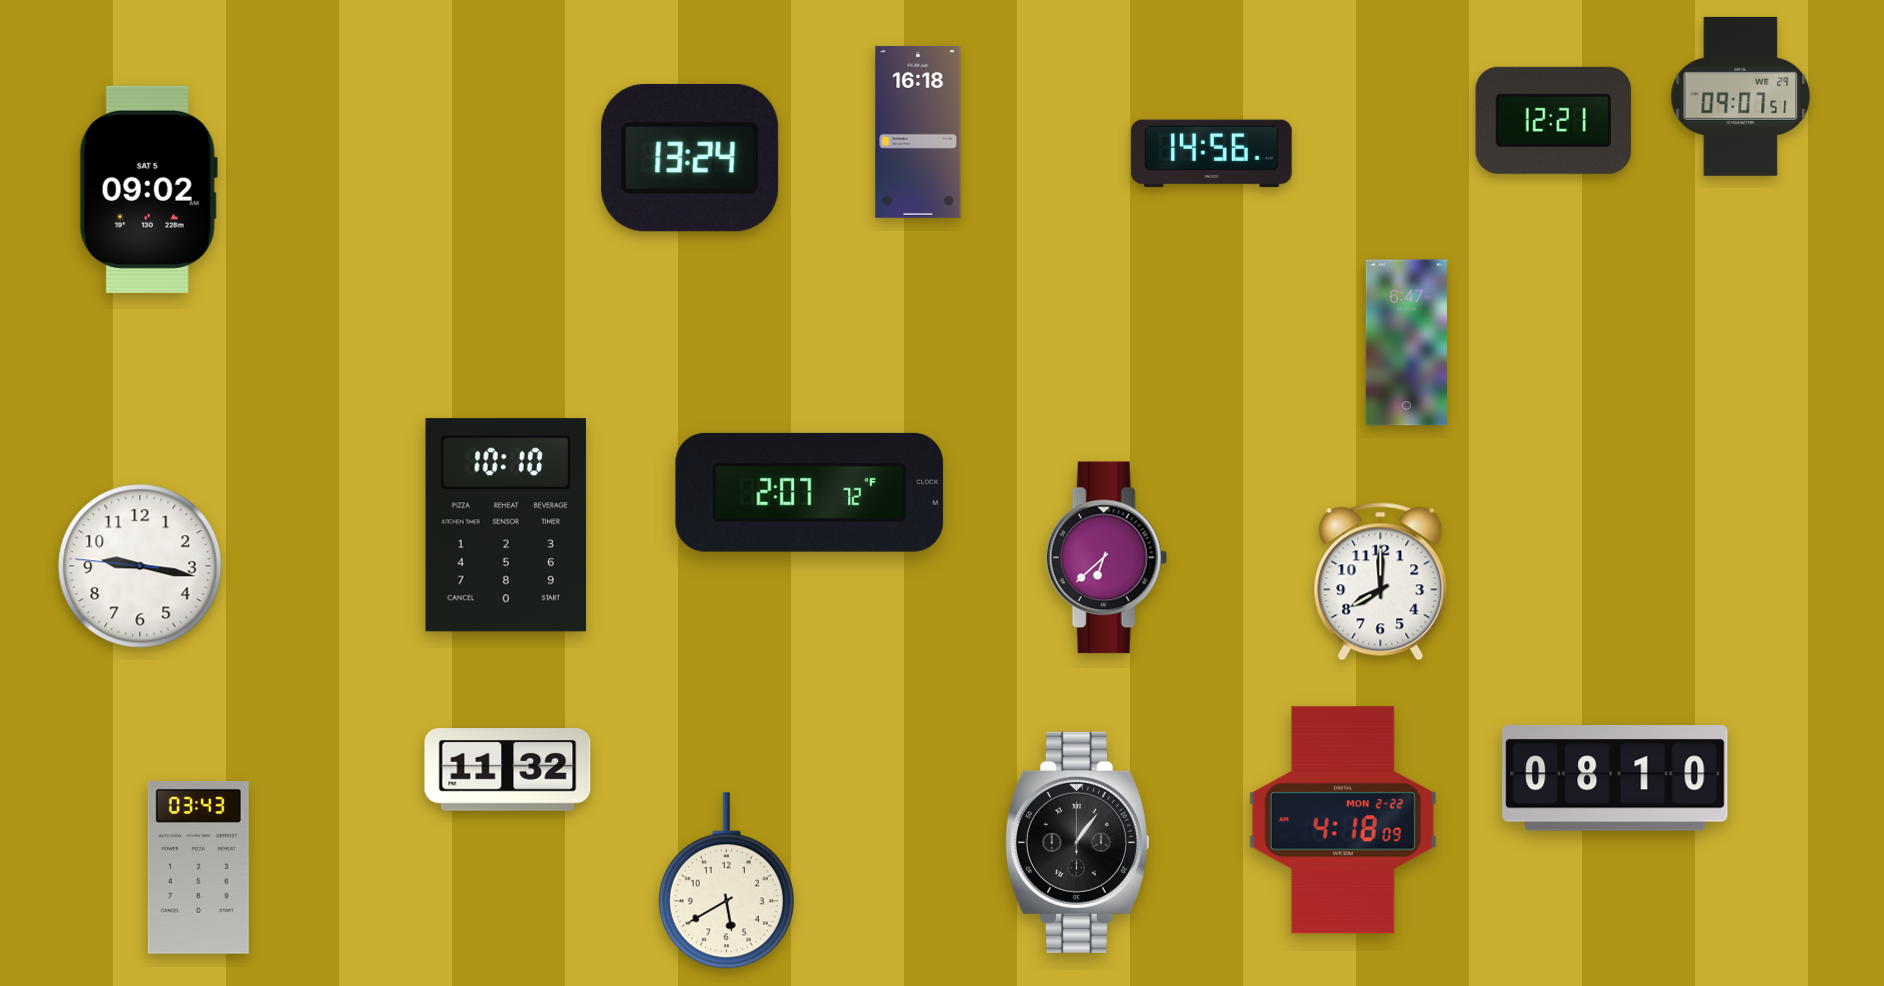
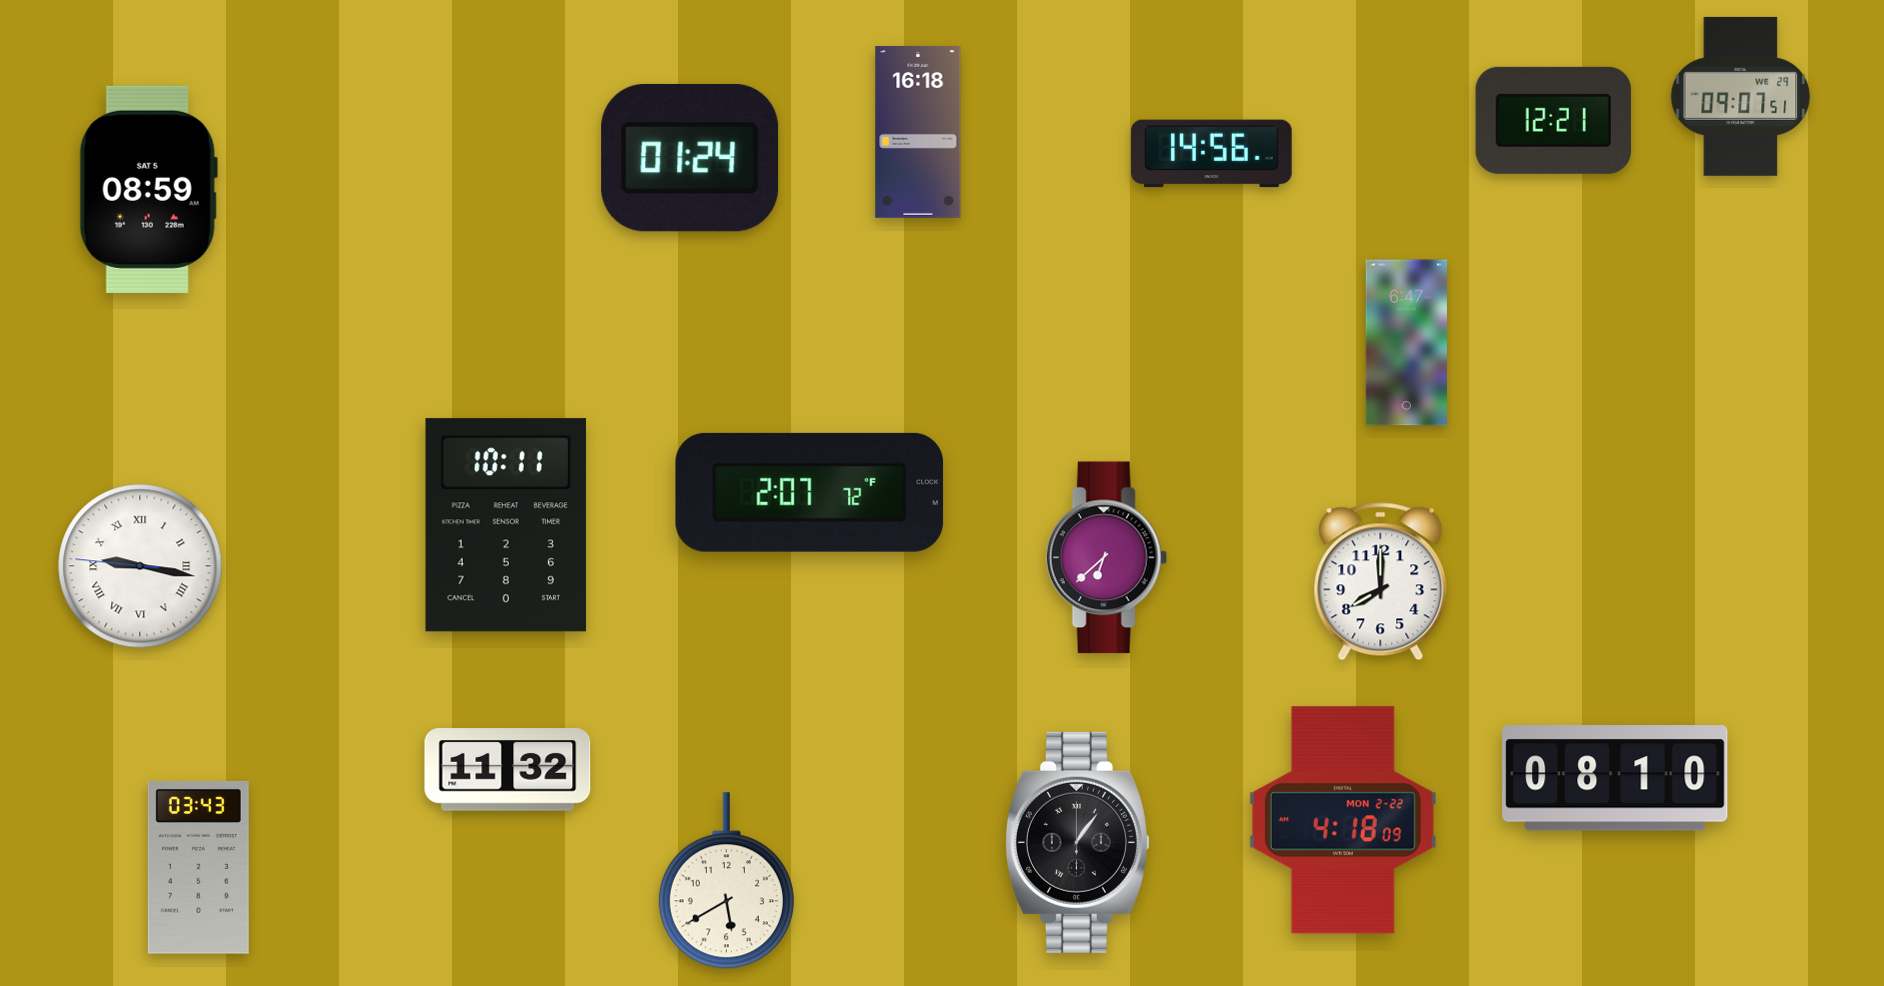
clock at (690, 158): 13:24 -> 01:24
clock at (148, 189): 09:02 -> 08:59
clock at (506, 525): 10:10 -> 10:11
clock at (140, 566) numerals: Arabic -> Roman
